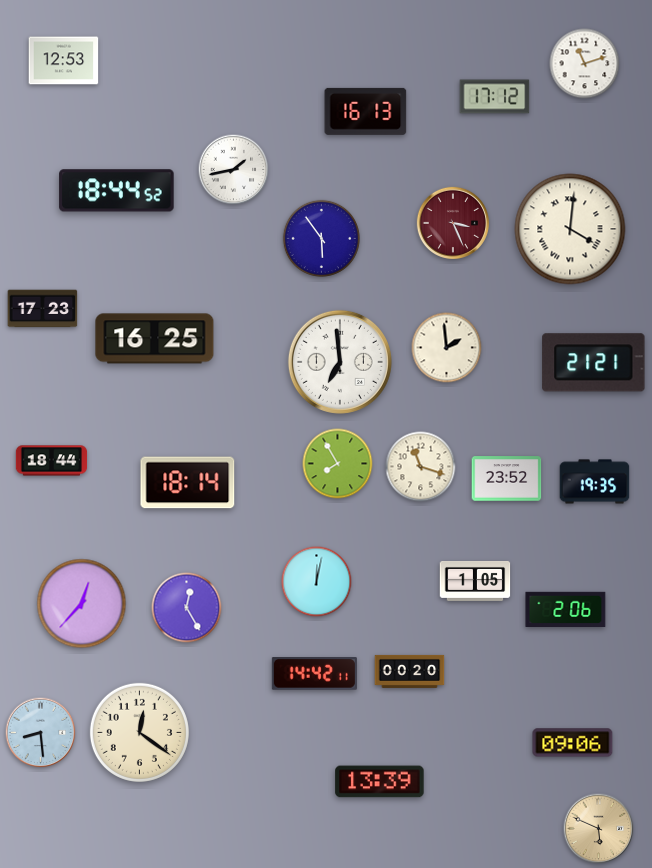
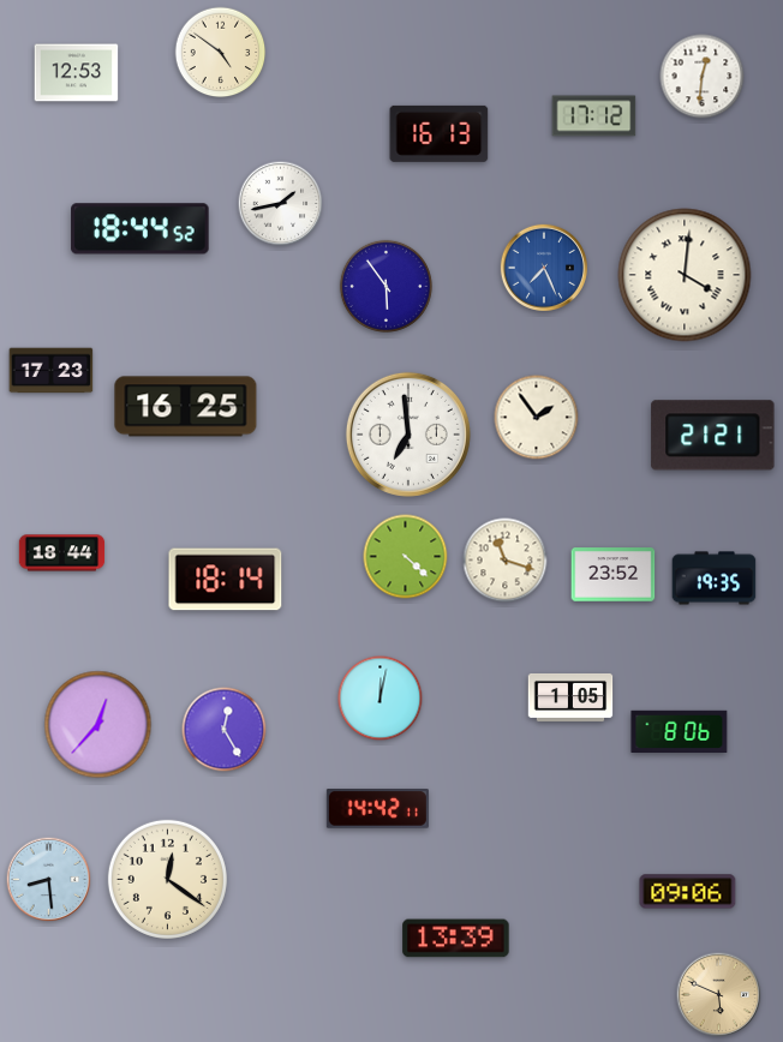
clock at (221, 53): none -> 4:51
clock at (585, 64): 11:12 -> 12:31
clock at (452, 222): 3:26 -> 7:26
clock at (452, 222) dial: burgundy -> blue
clock at (447, 348): 1:59 -> 1:54
clock at (338, 464): 7:55 -> 4:22
clock at (507, 479) position: (507, 479) -> (614, 575)
clock at (566, 609): 2:06 -> 8:06
clock at (410, 671): 00:20 -> none
